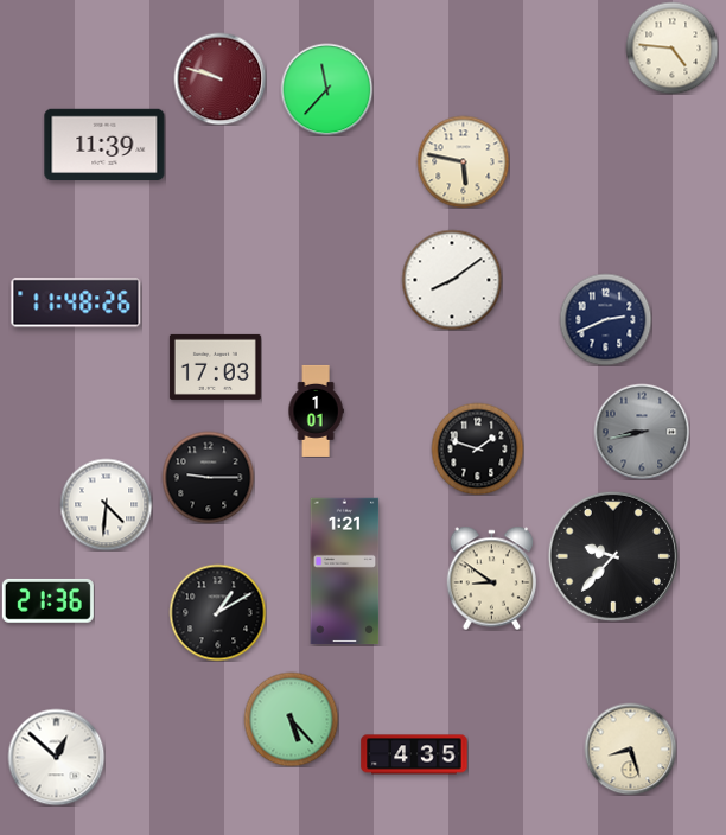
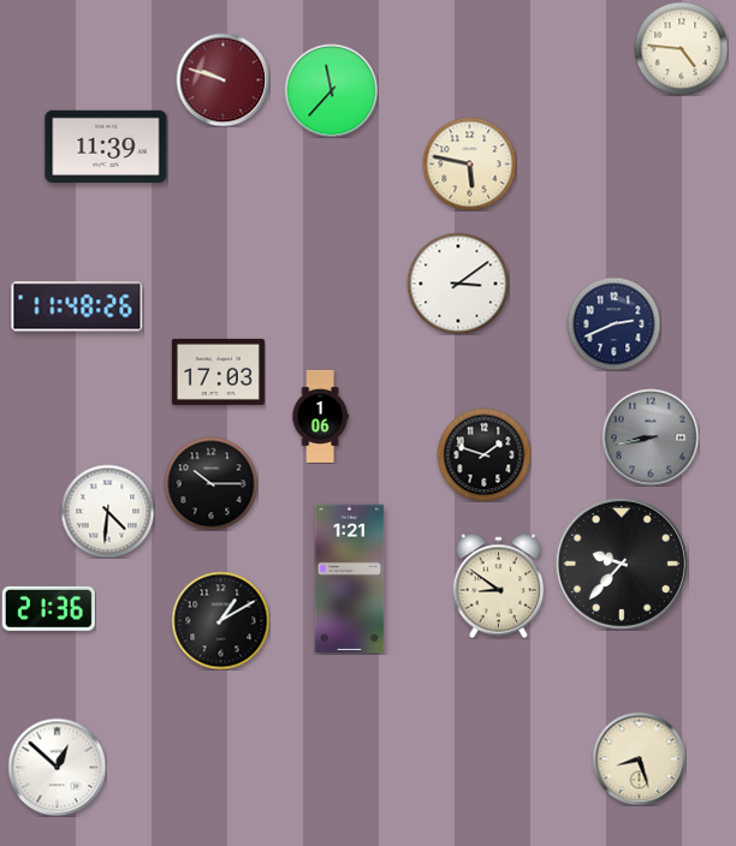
clock at (452, 280): 8:09 -> 3:09
clock at (316, 410): 1:01 -> 1:06
clock at (208, 477): 9:15 -> 10:15
clock at (291, 719): 5:23 -> none
clock at (414, 754): 4:35 -> none
